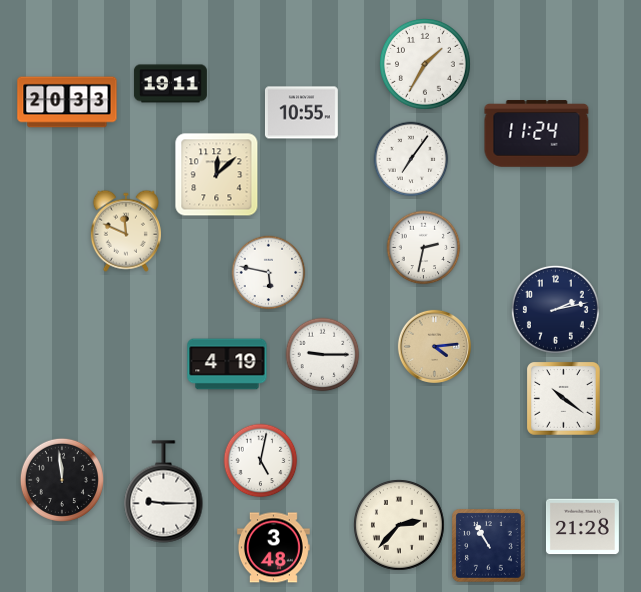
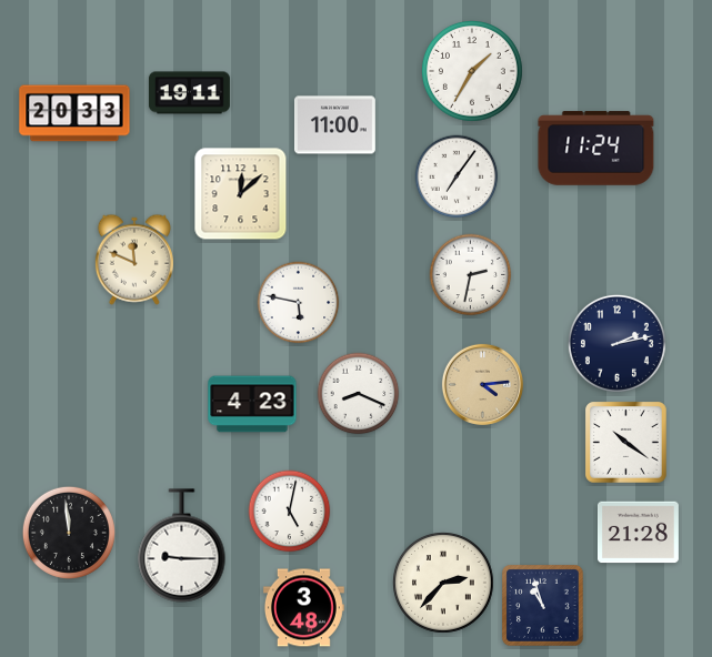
clock at (301, 113): 10:55 -> 11:00
clock at (126, 231) position: (126, 231) -> (134, 260)
clock at (323, 355): 9:15 -> 8:19
clock at (227, 364): 4:19 -> 4:23
clock at (582, 527) position: (582, 527) -> (638, 533)
clock at (489, 546): 10:55 -> 10:57
